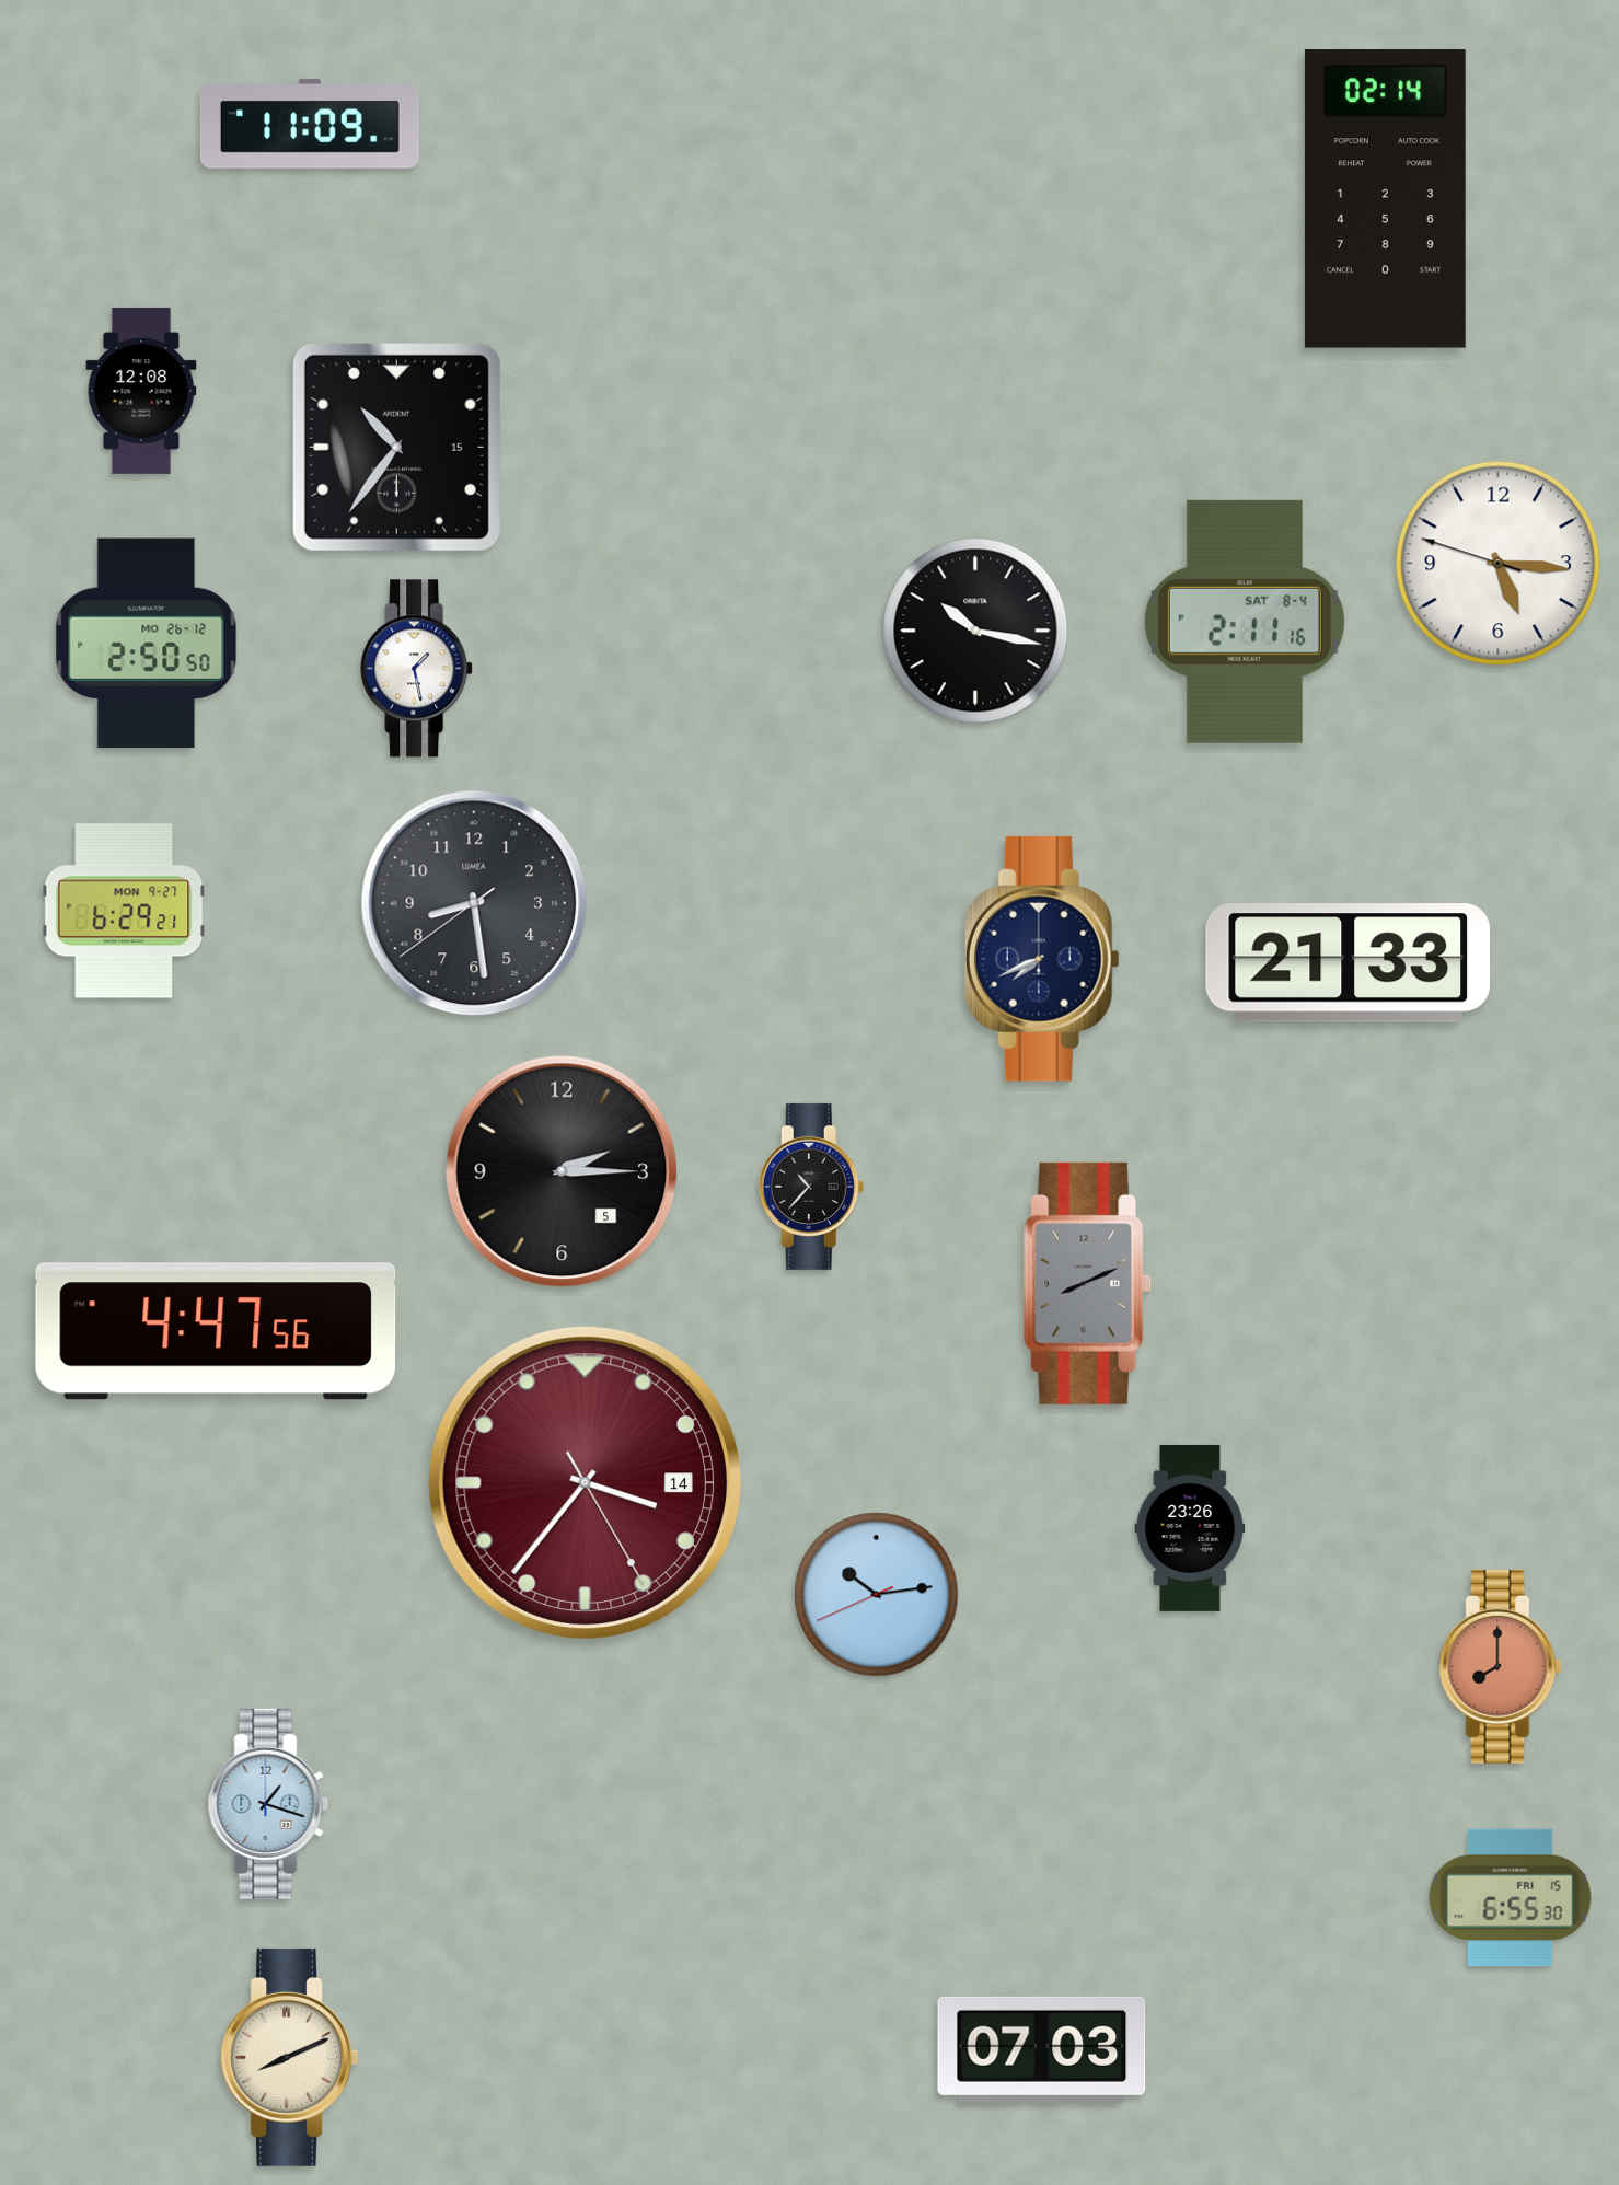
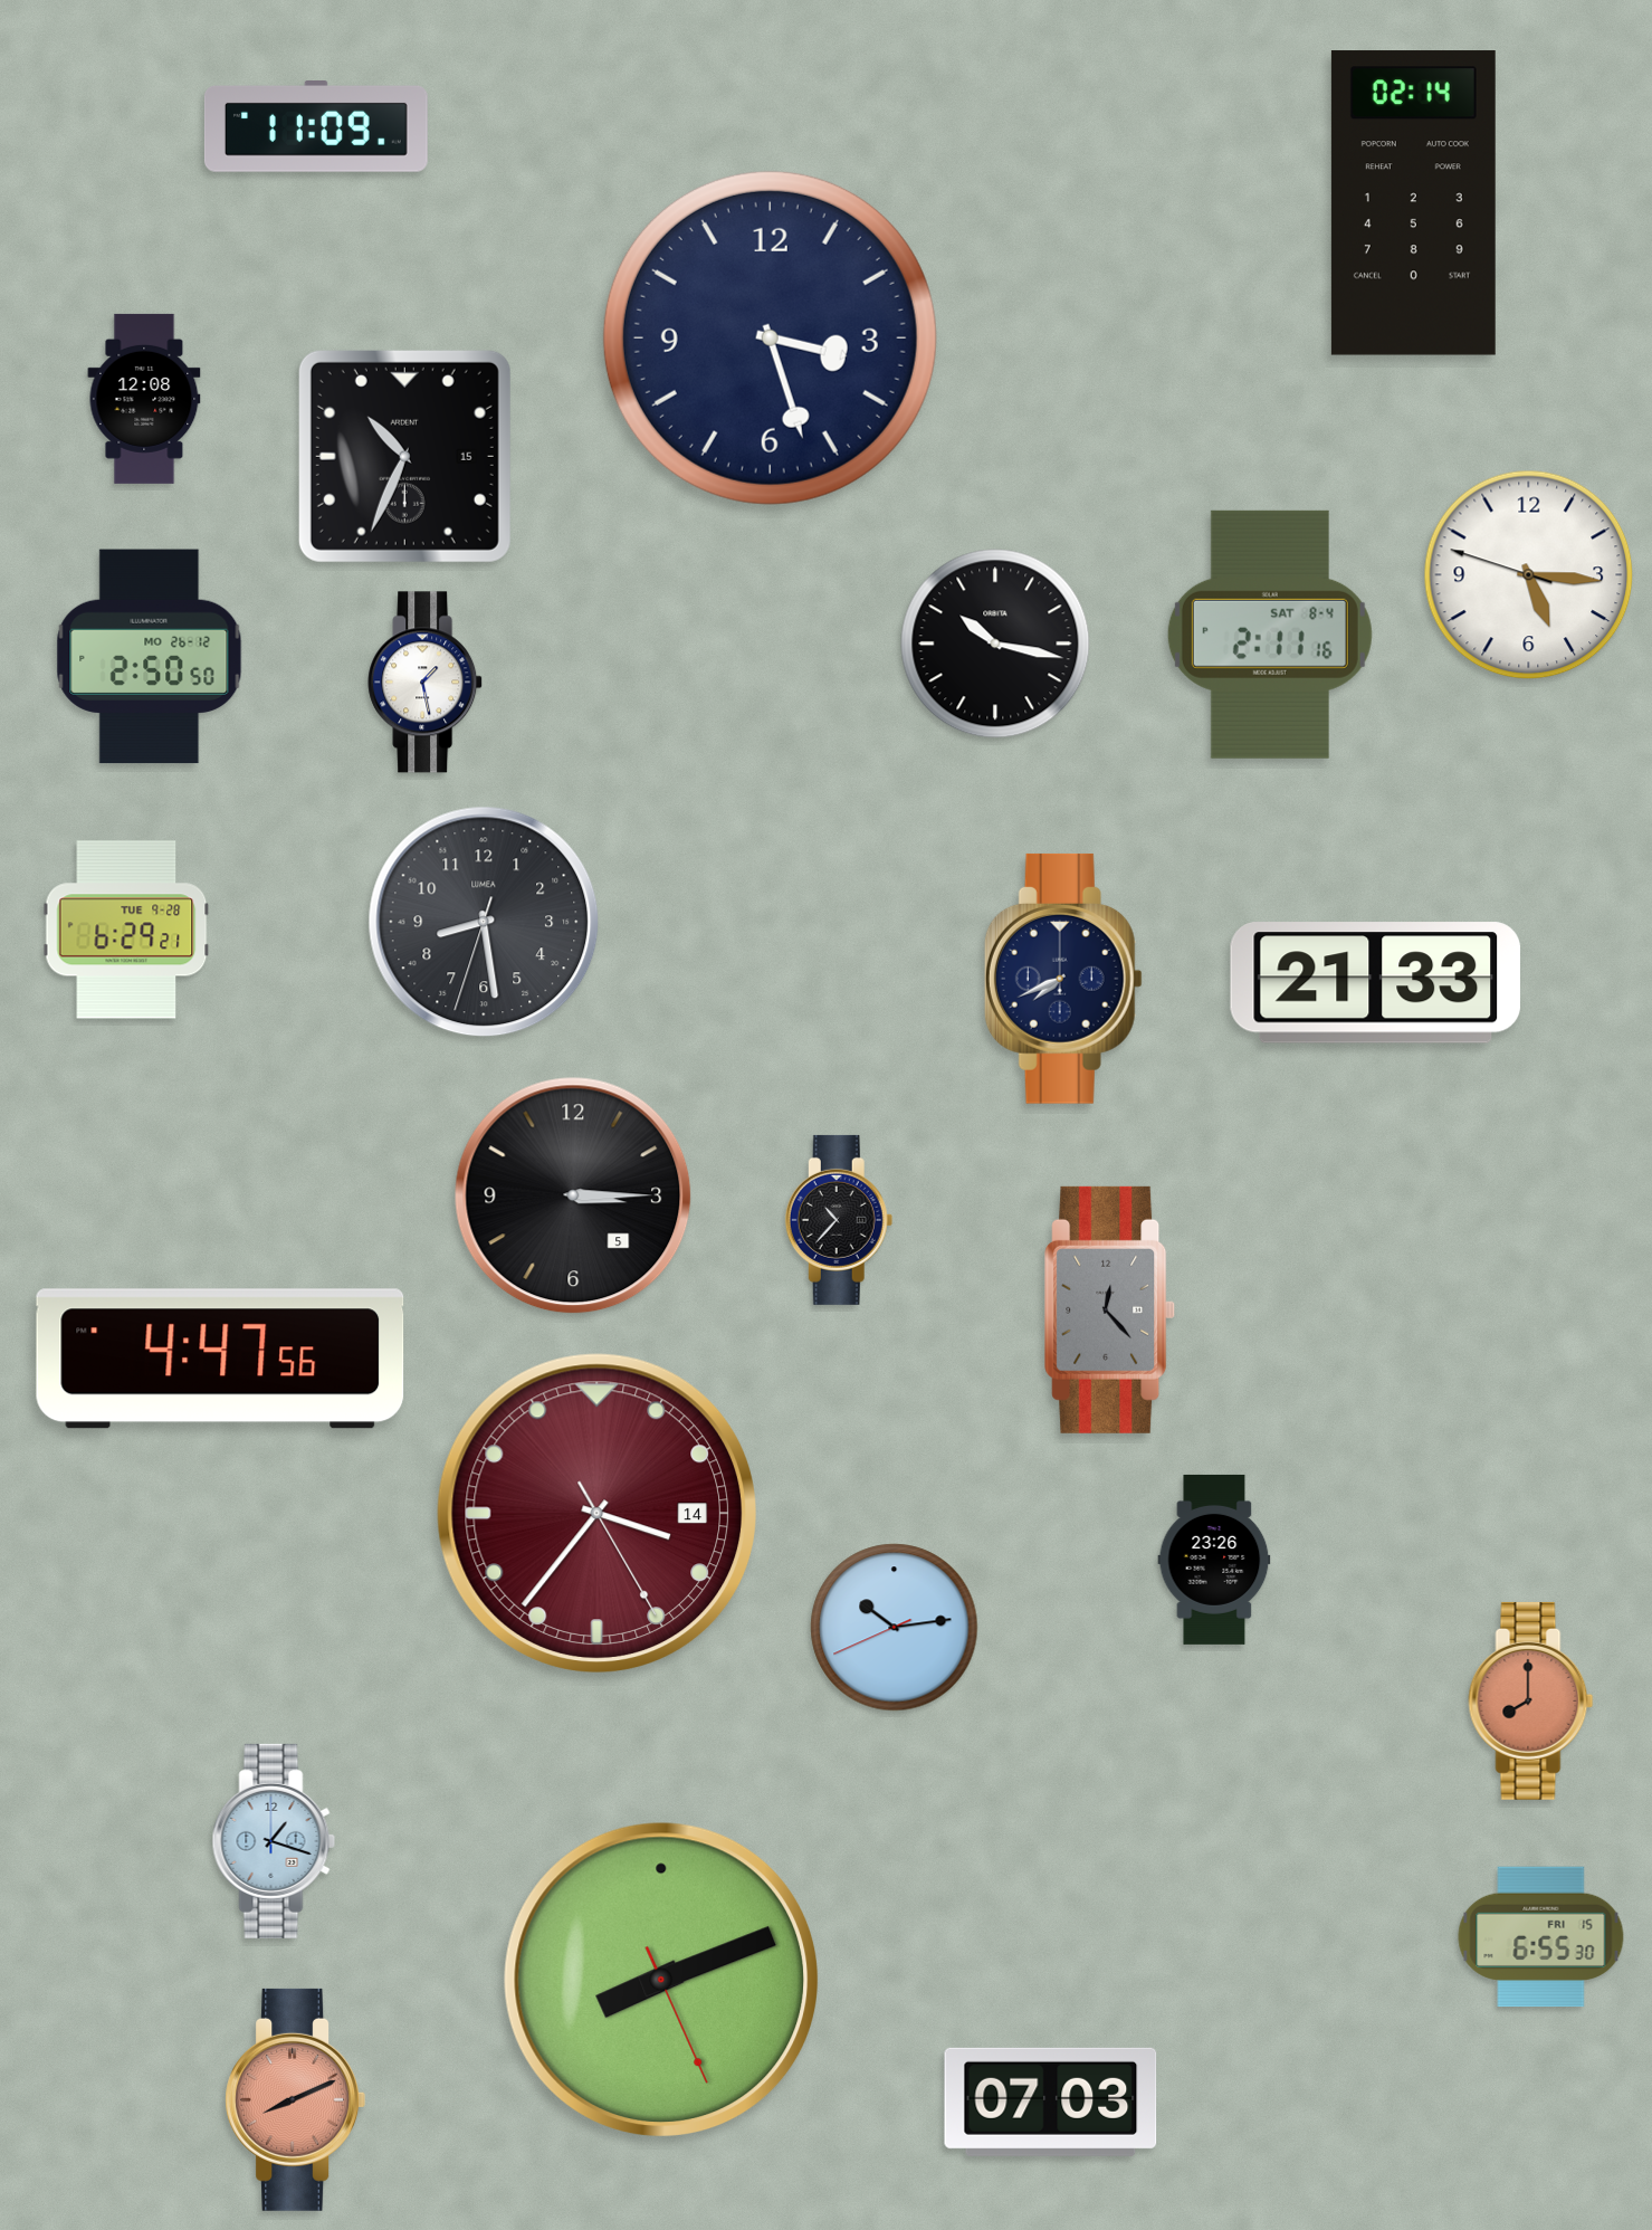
clock at (770, 337): none -> 3:27
clock at (396, 447): 10:36 -> 10:34
clock at (474, 903): 8:28:39 -> 8:28:33
clock at (124, 911) date: MON 9-27 -> TUE 9-28
clock at (562, 1171): 2:15 -> 3:15
clock at (811, 1187) position: (811, 1187) -> (839, 1220)
clock at (1088, 1283): 8:11 -> 12:23
clock at (660, 1979): none -> 8:11
clock at (1042, 2049) position: (1042, 2049) -> (1051, 2102)
clock at (290, 2057) dial: cream -> salmon
